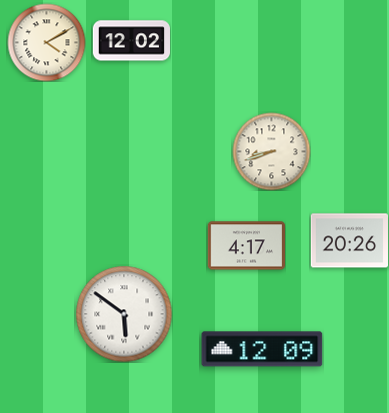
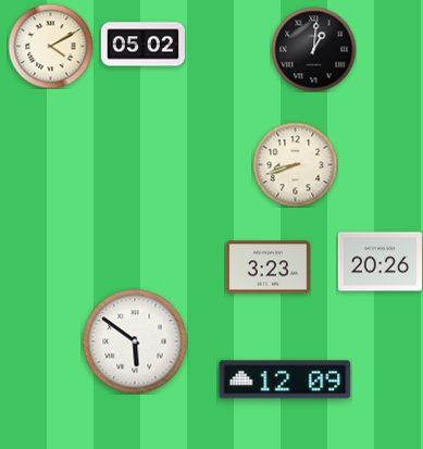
clock at (131, 41): 12:02 -> 05:02
clock at (313, 49): none -> 1:01
clock at (246, 246): 4:17 -> 3:23
